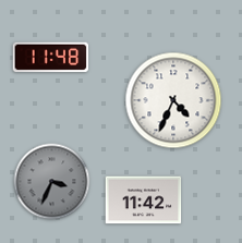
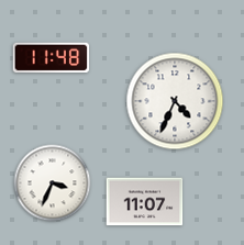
clock at (52, 182) dial: grey -> white
clock at (144, 201): 11:42 -> 11:07
